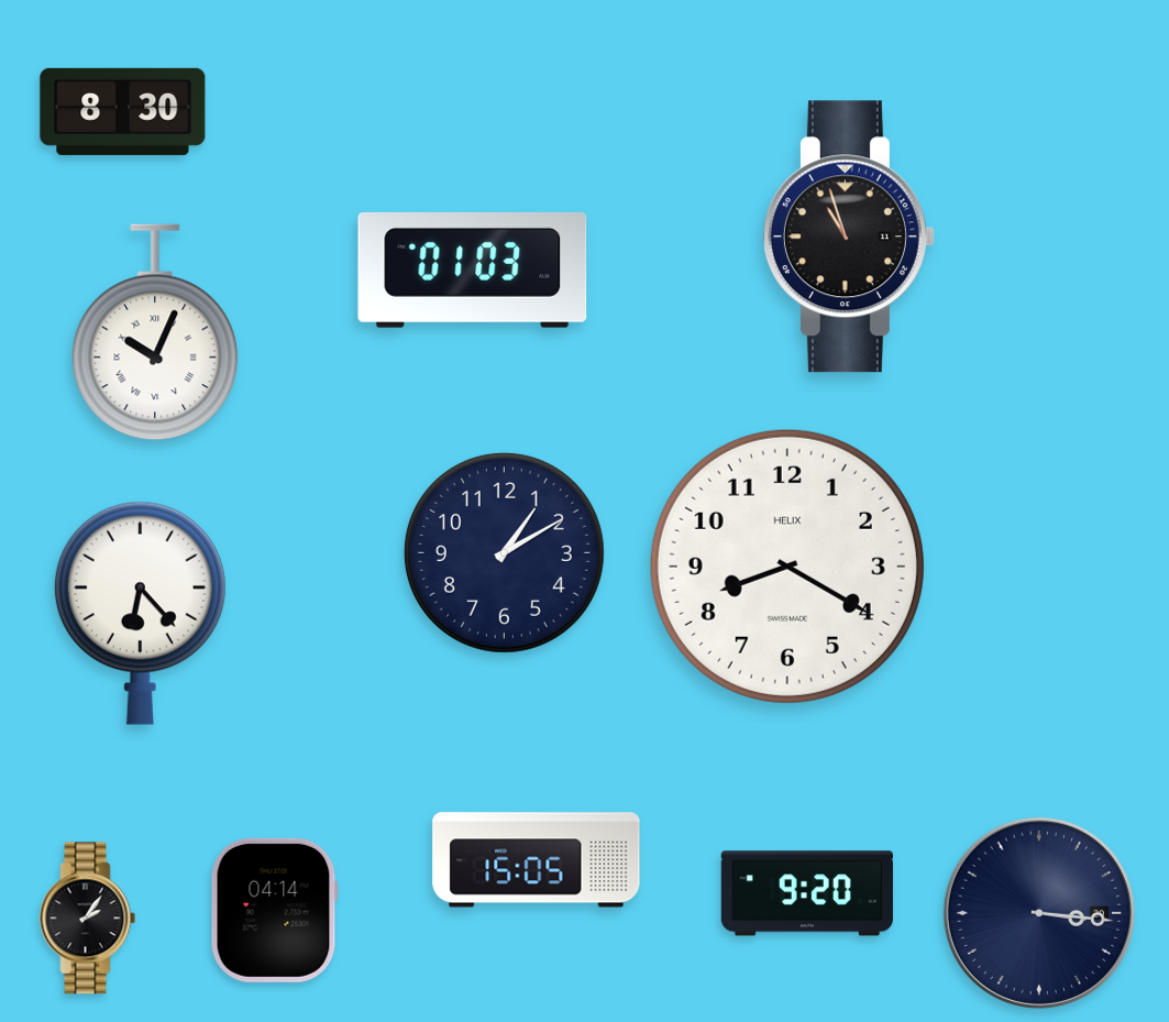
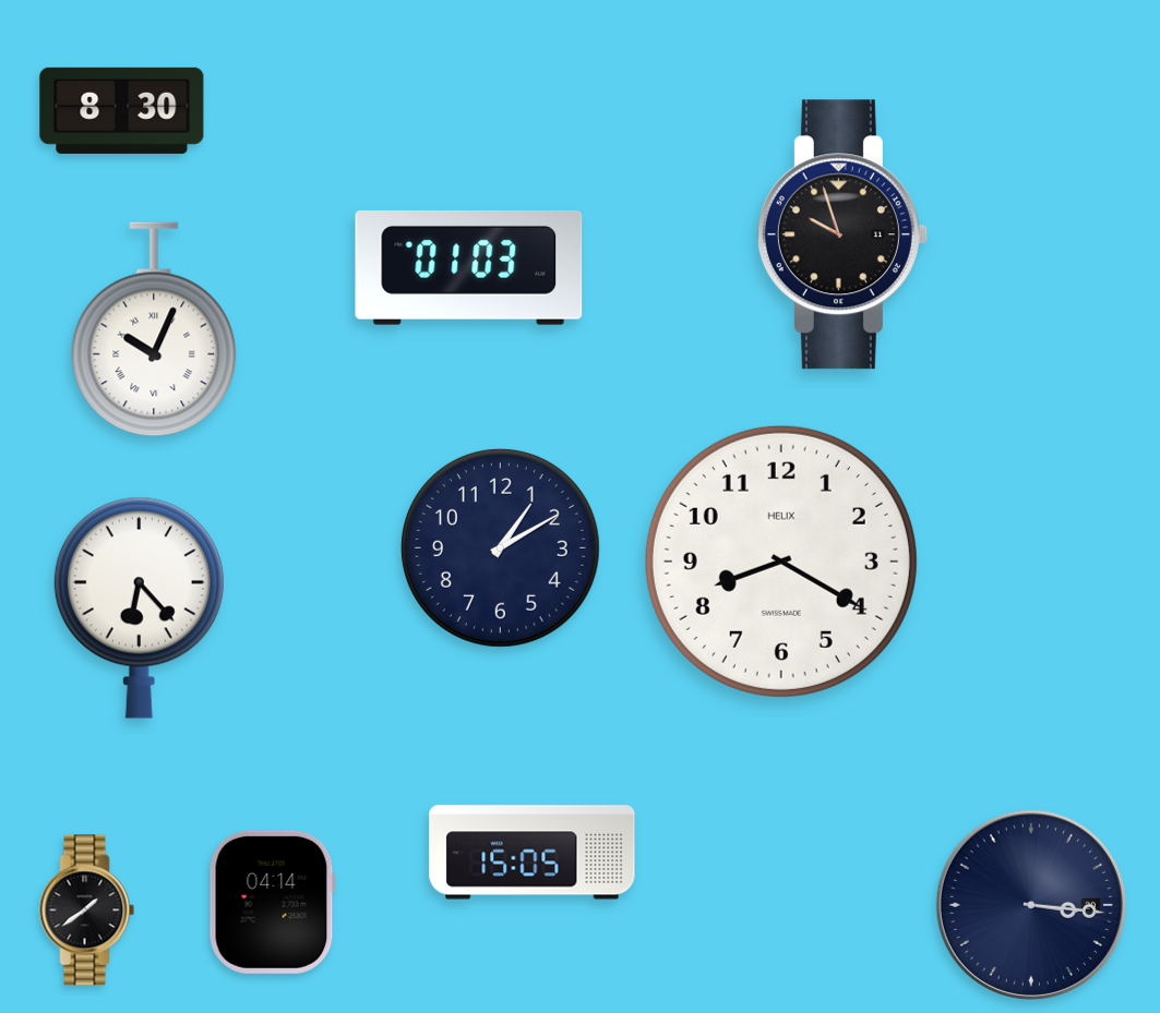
clock at (849, 237): 10:57 -> 9:57
clock at (807, 893): 9:20 -> none
clock at (88, 919): 2:06 -> 1:39
